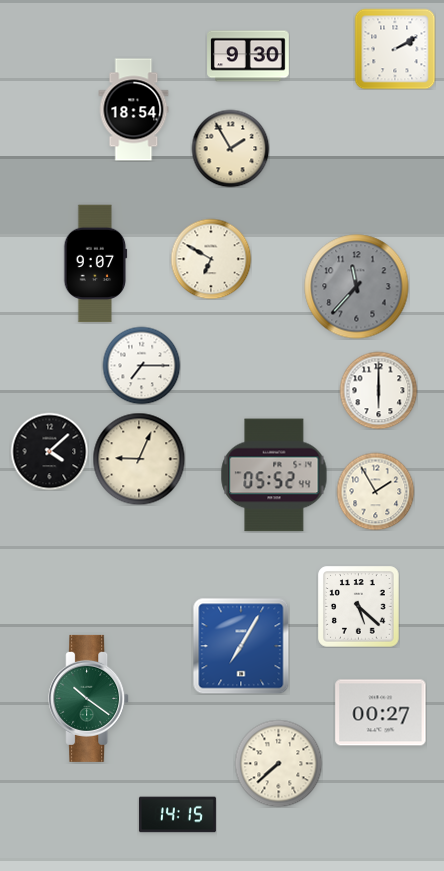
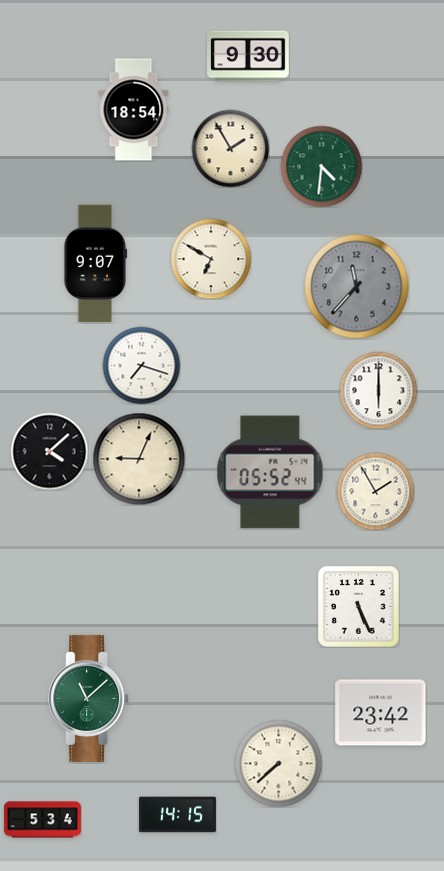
clock at (395, 49): 2:10 -> none
clock at (321, 166): none -> 4:31
clock at (141, 365): 7:15 -> 7:18
clock at (274, 475) position: (274, 475) -> (270, 472)
clock at (358, 606): 5:22 -> 5:26
clock at (241, 646): 7:05 -> none
clock at (89, 698): 10:21 -> 11:08
clock at (381, 713): 00:27 -> 23:42
clock at (42, 820): none -> 5:34
